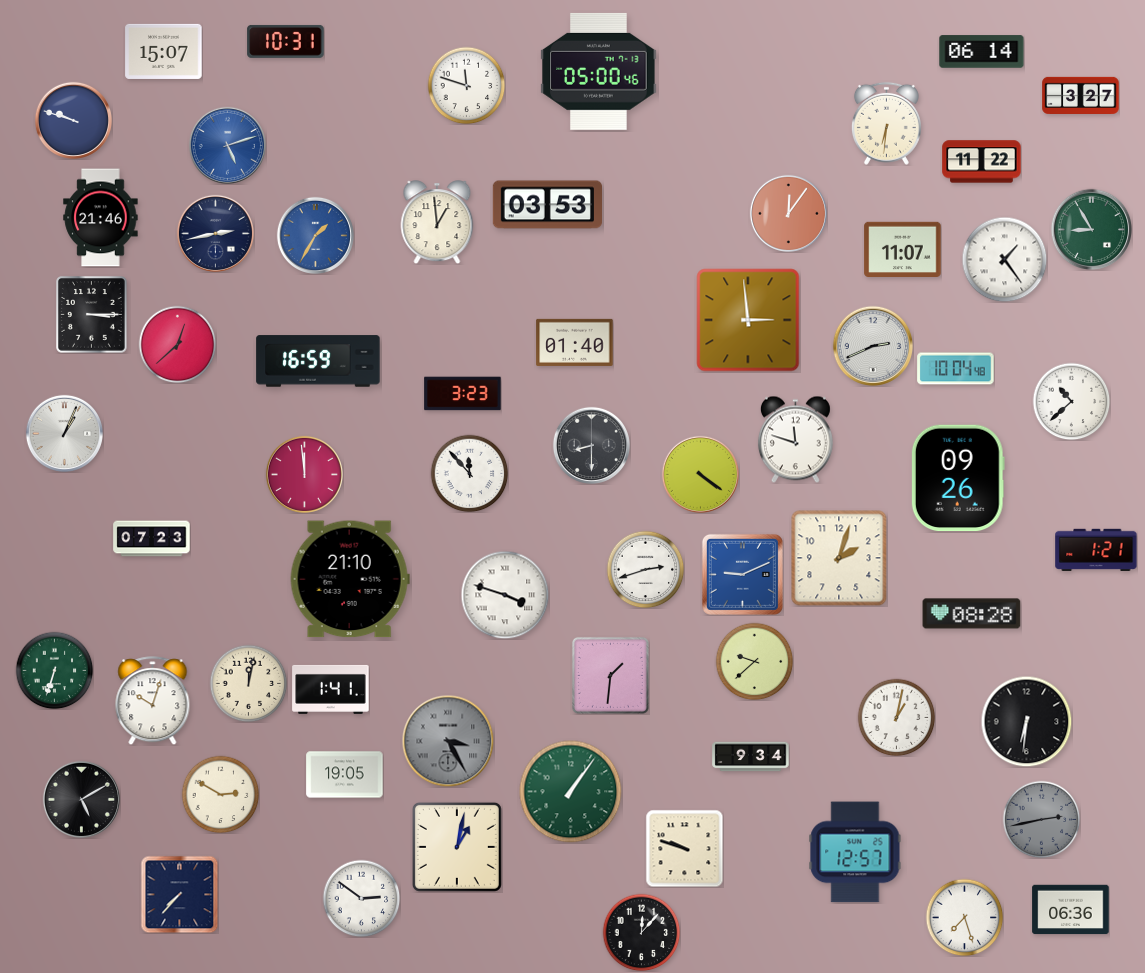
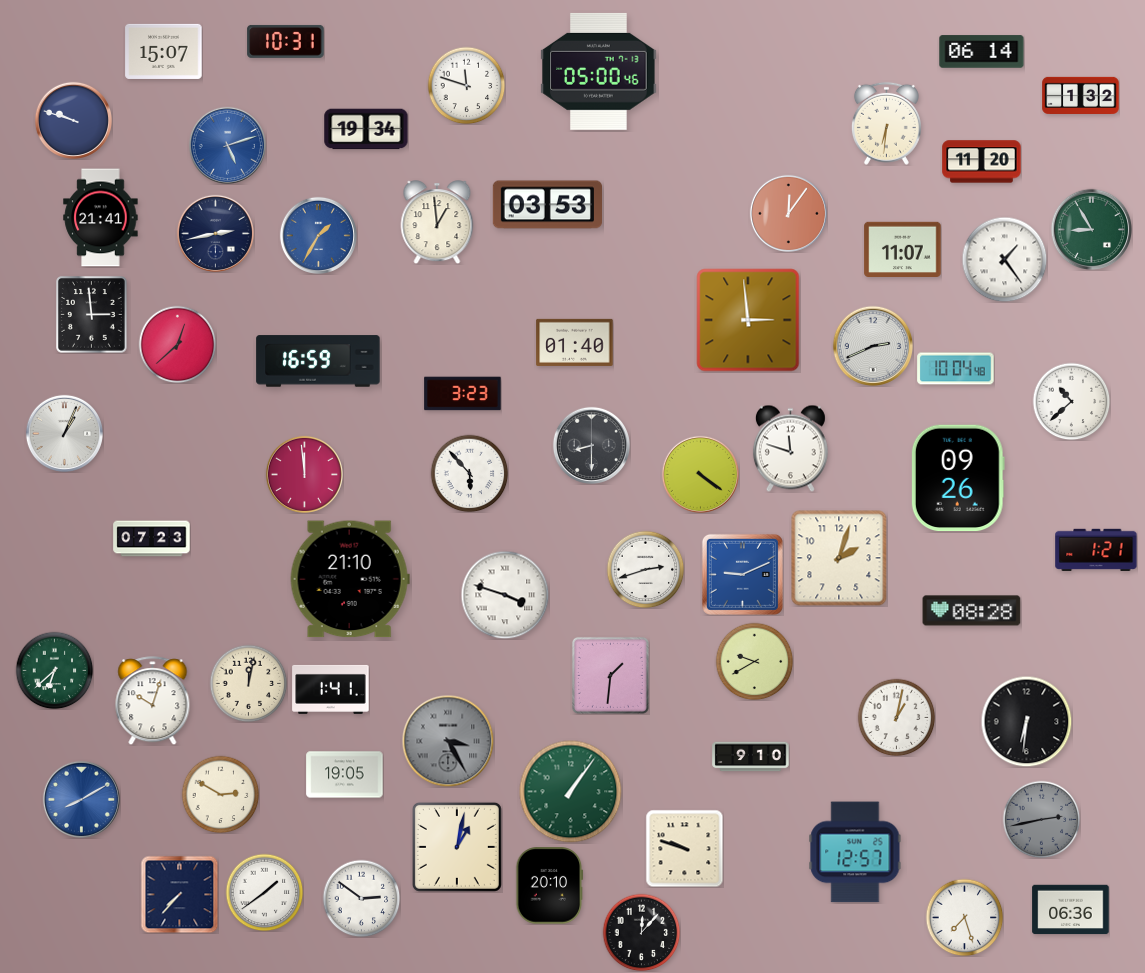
clock at (1081, 95): 3:27 -> 1:32
clock at (366, 129): none -> 19:34
clock at (982, 162): 11:22 -> 11:20
clock at (101, 218): 21:46 -> 21:41
clock at (315, 235) position: (315, 235) -> (318, 235)
clock at (92, 315): 3:15 -> 2:59
clock at (795, 439) position: (795, 439) -> (790, 448)
clock at (469, 473): 11:53 -> 5:53
clock at (972, 614) position: (972, 614) -> (972, 611)
clock at (754, 661): 9:38 -> 9:40
clock at (54, 670): 6:33 -> 6:38
clock at (751, 757): 9:34 -> 9:10
clock at (81, 799): 5:10 -> 8:10
clock at (81, 799) dial: black -> blue
clock at (550, 886): none -> 20:10
clock at (264, 892): none -> 1:39
